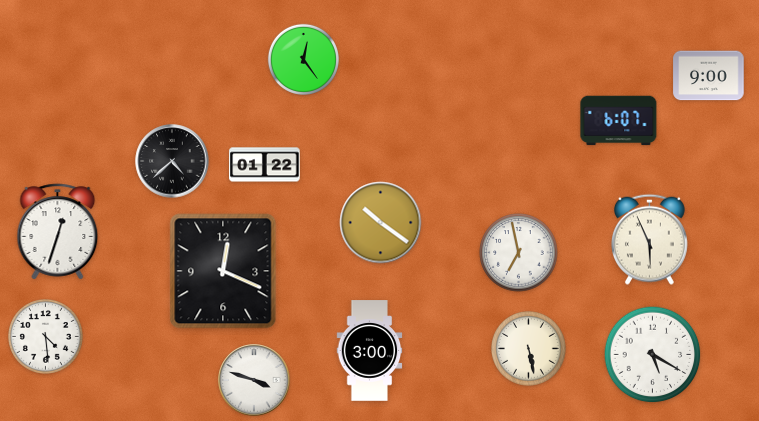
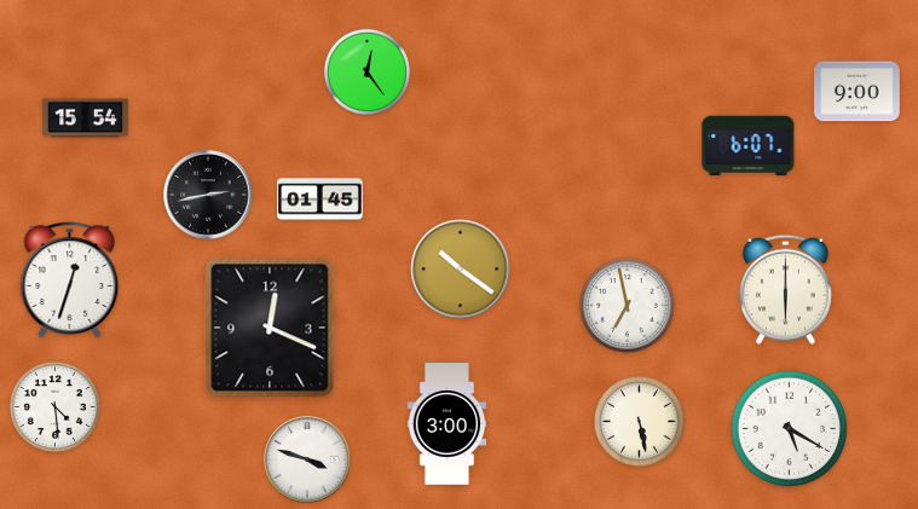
clock at (86, 118): none -> 15:54
clock at (172, 161): 4:38 -> 2:43
clock at (265, 165): 01:22 -> 01:45
clock at (649, 239): 5:56 -> 6:00
